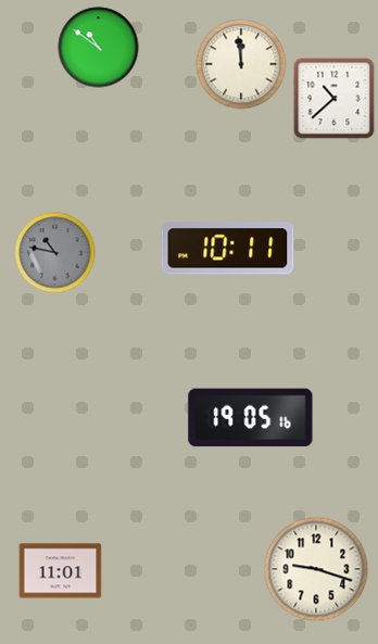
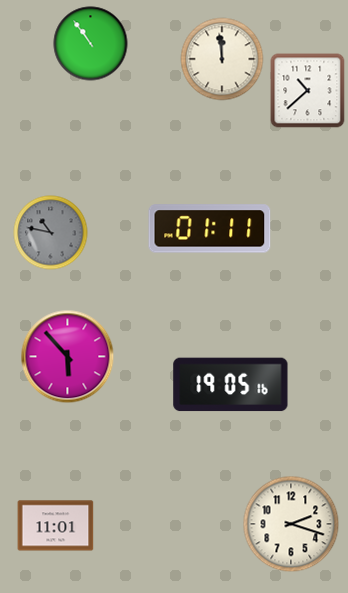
clock at (99, 48): 10:51 -> 10:54
clock at (228, 249): 10:11 -> 01:11
clock at (68, 357): none -> 5:53
clock at (316, 569): 9:18 -> 2:18
